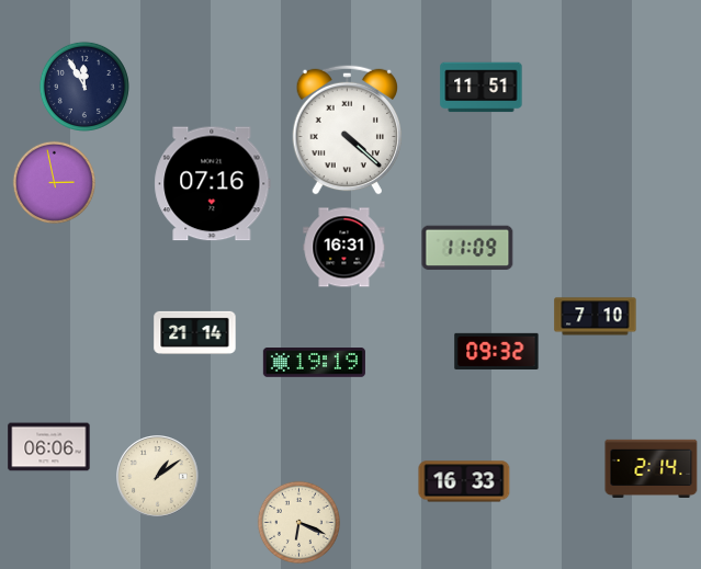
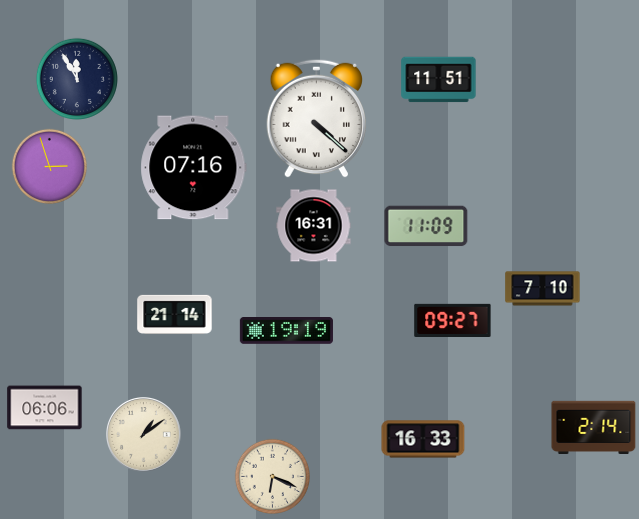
clock at (54, 182): 2:58 -> 2:57
clock at (195, 332) position: (195, 332) -> (175, 314)
clock at (497, 351): 09:32 -> 09:27
